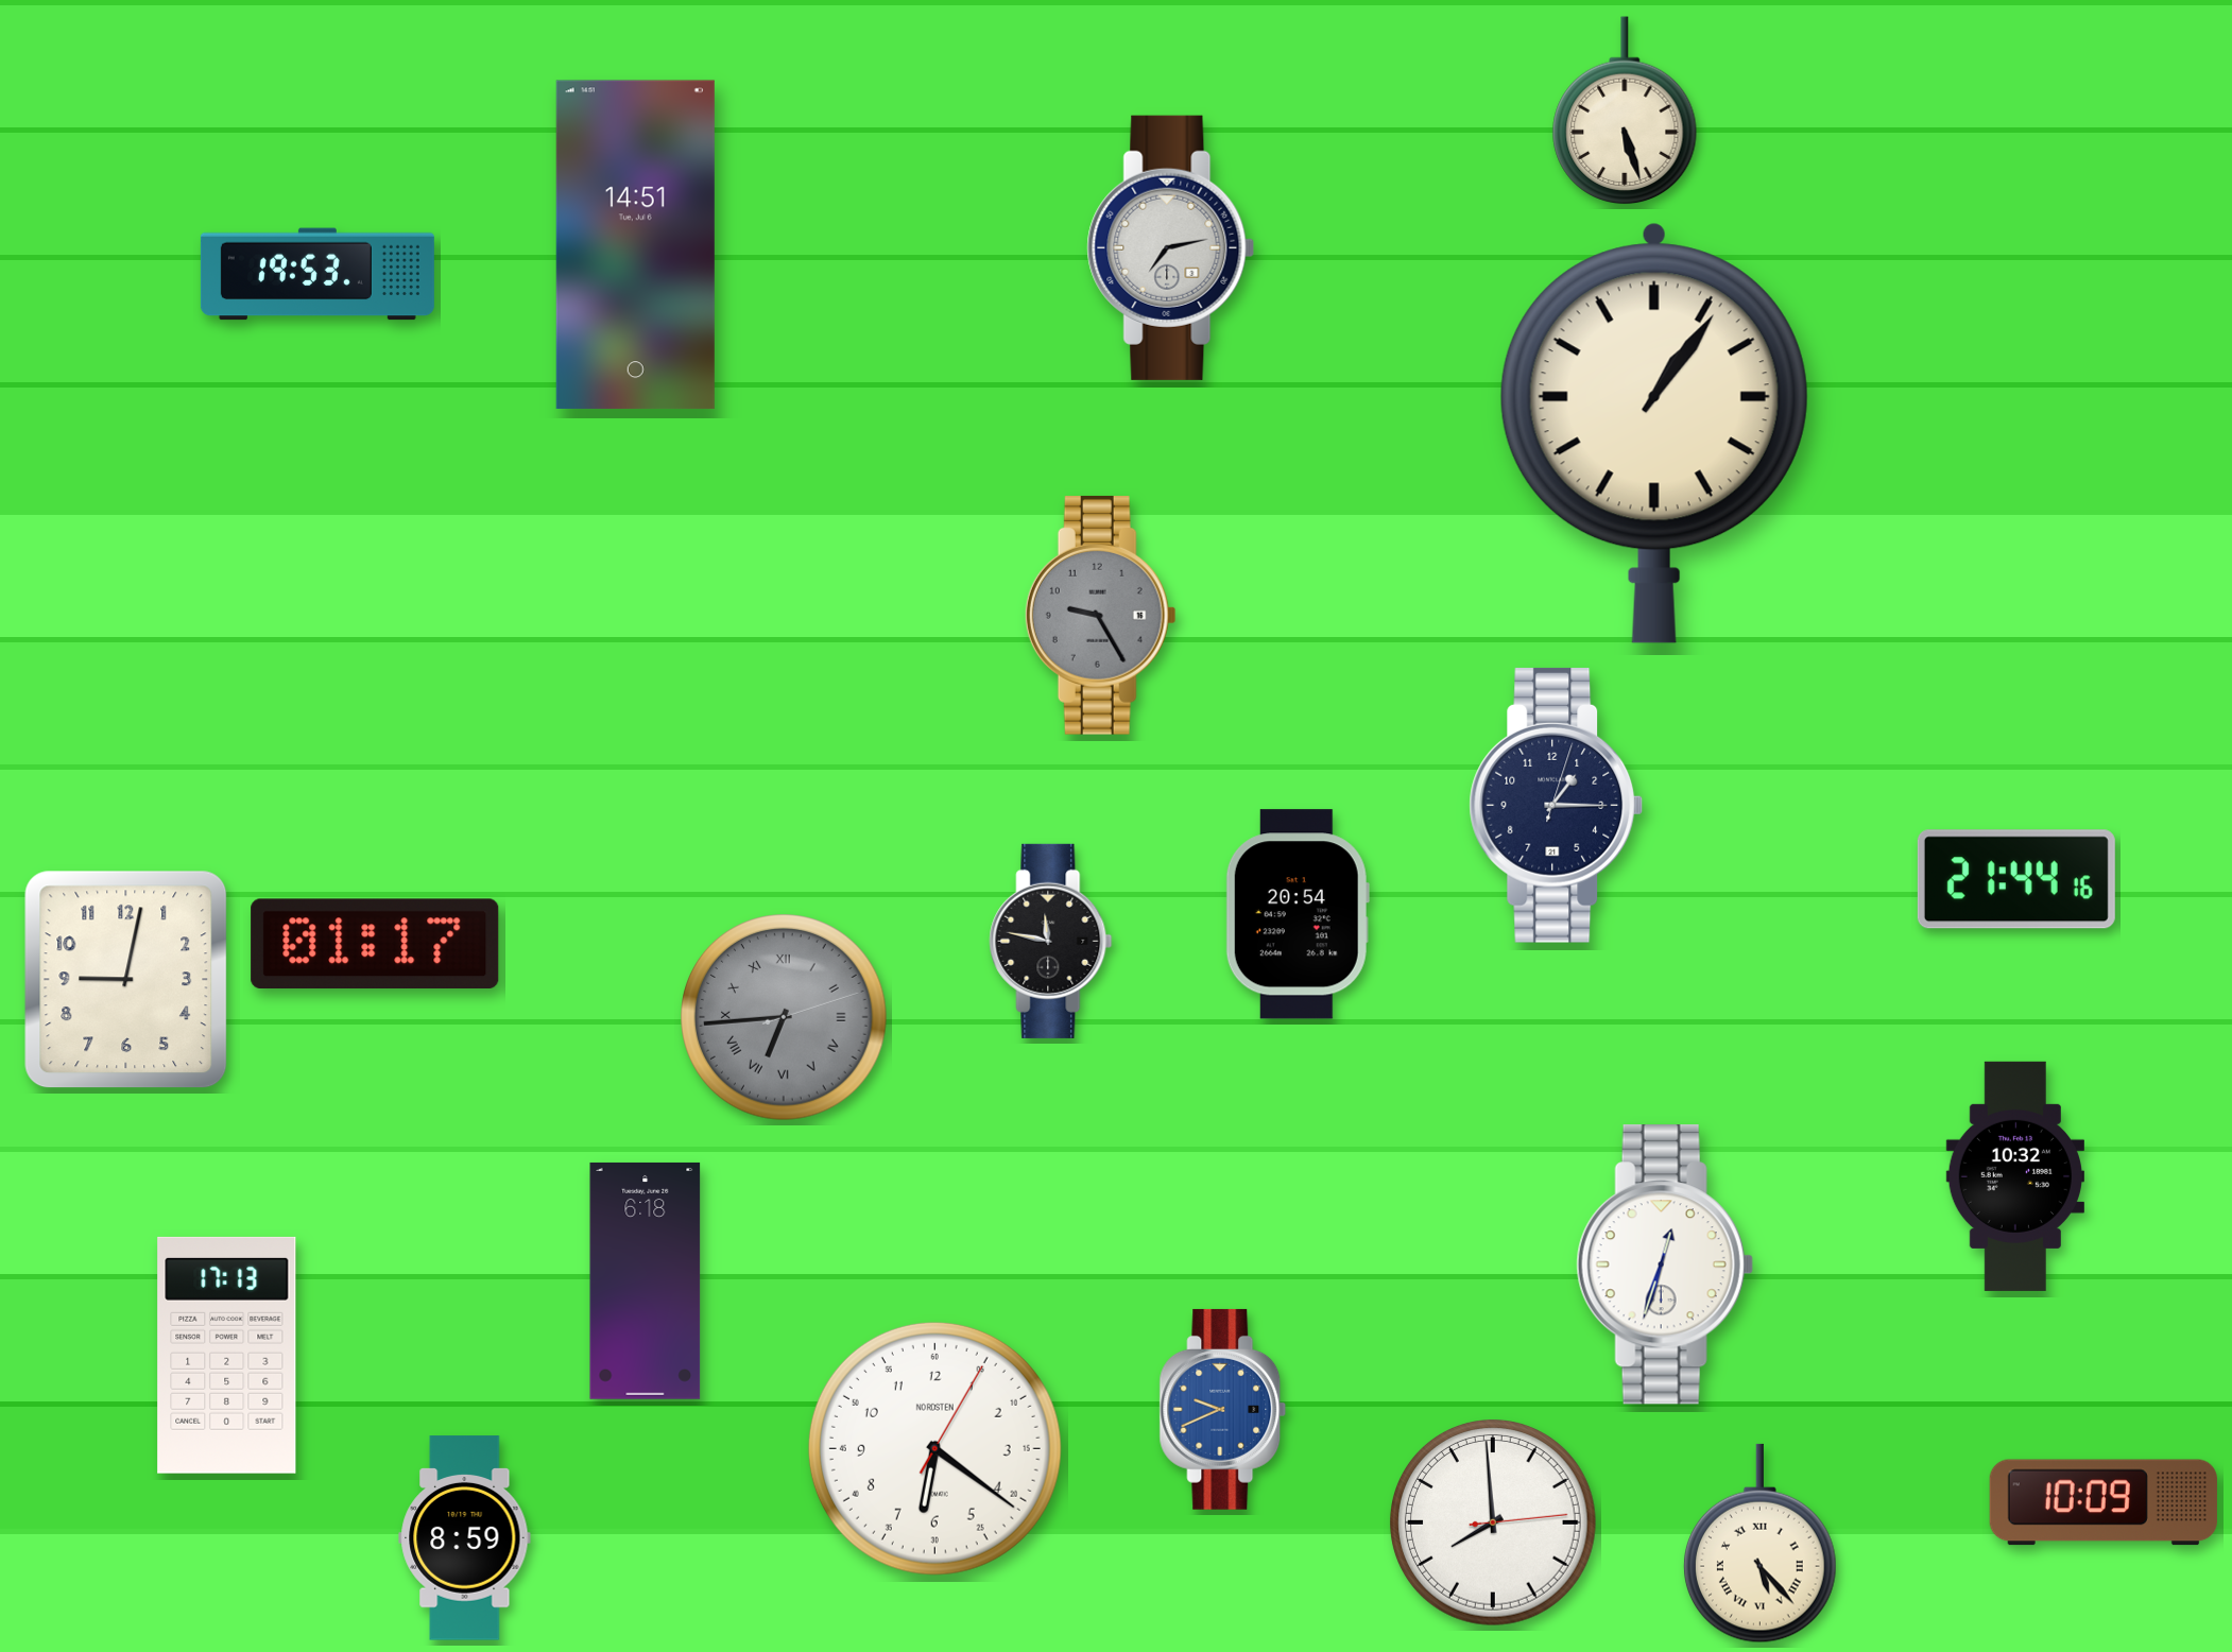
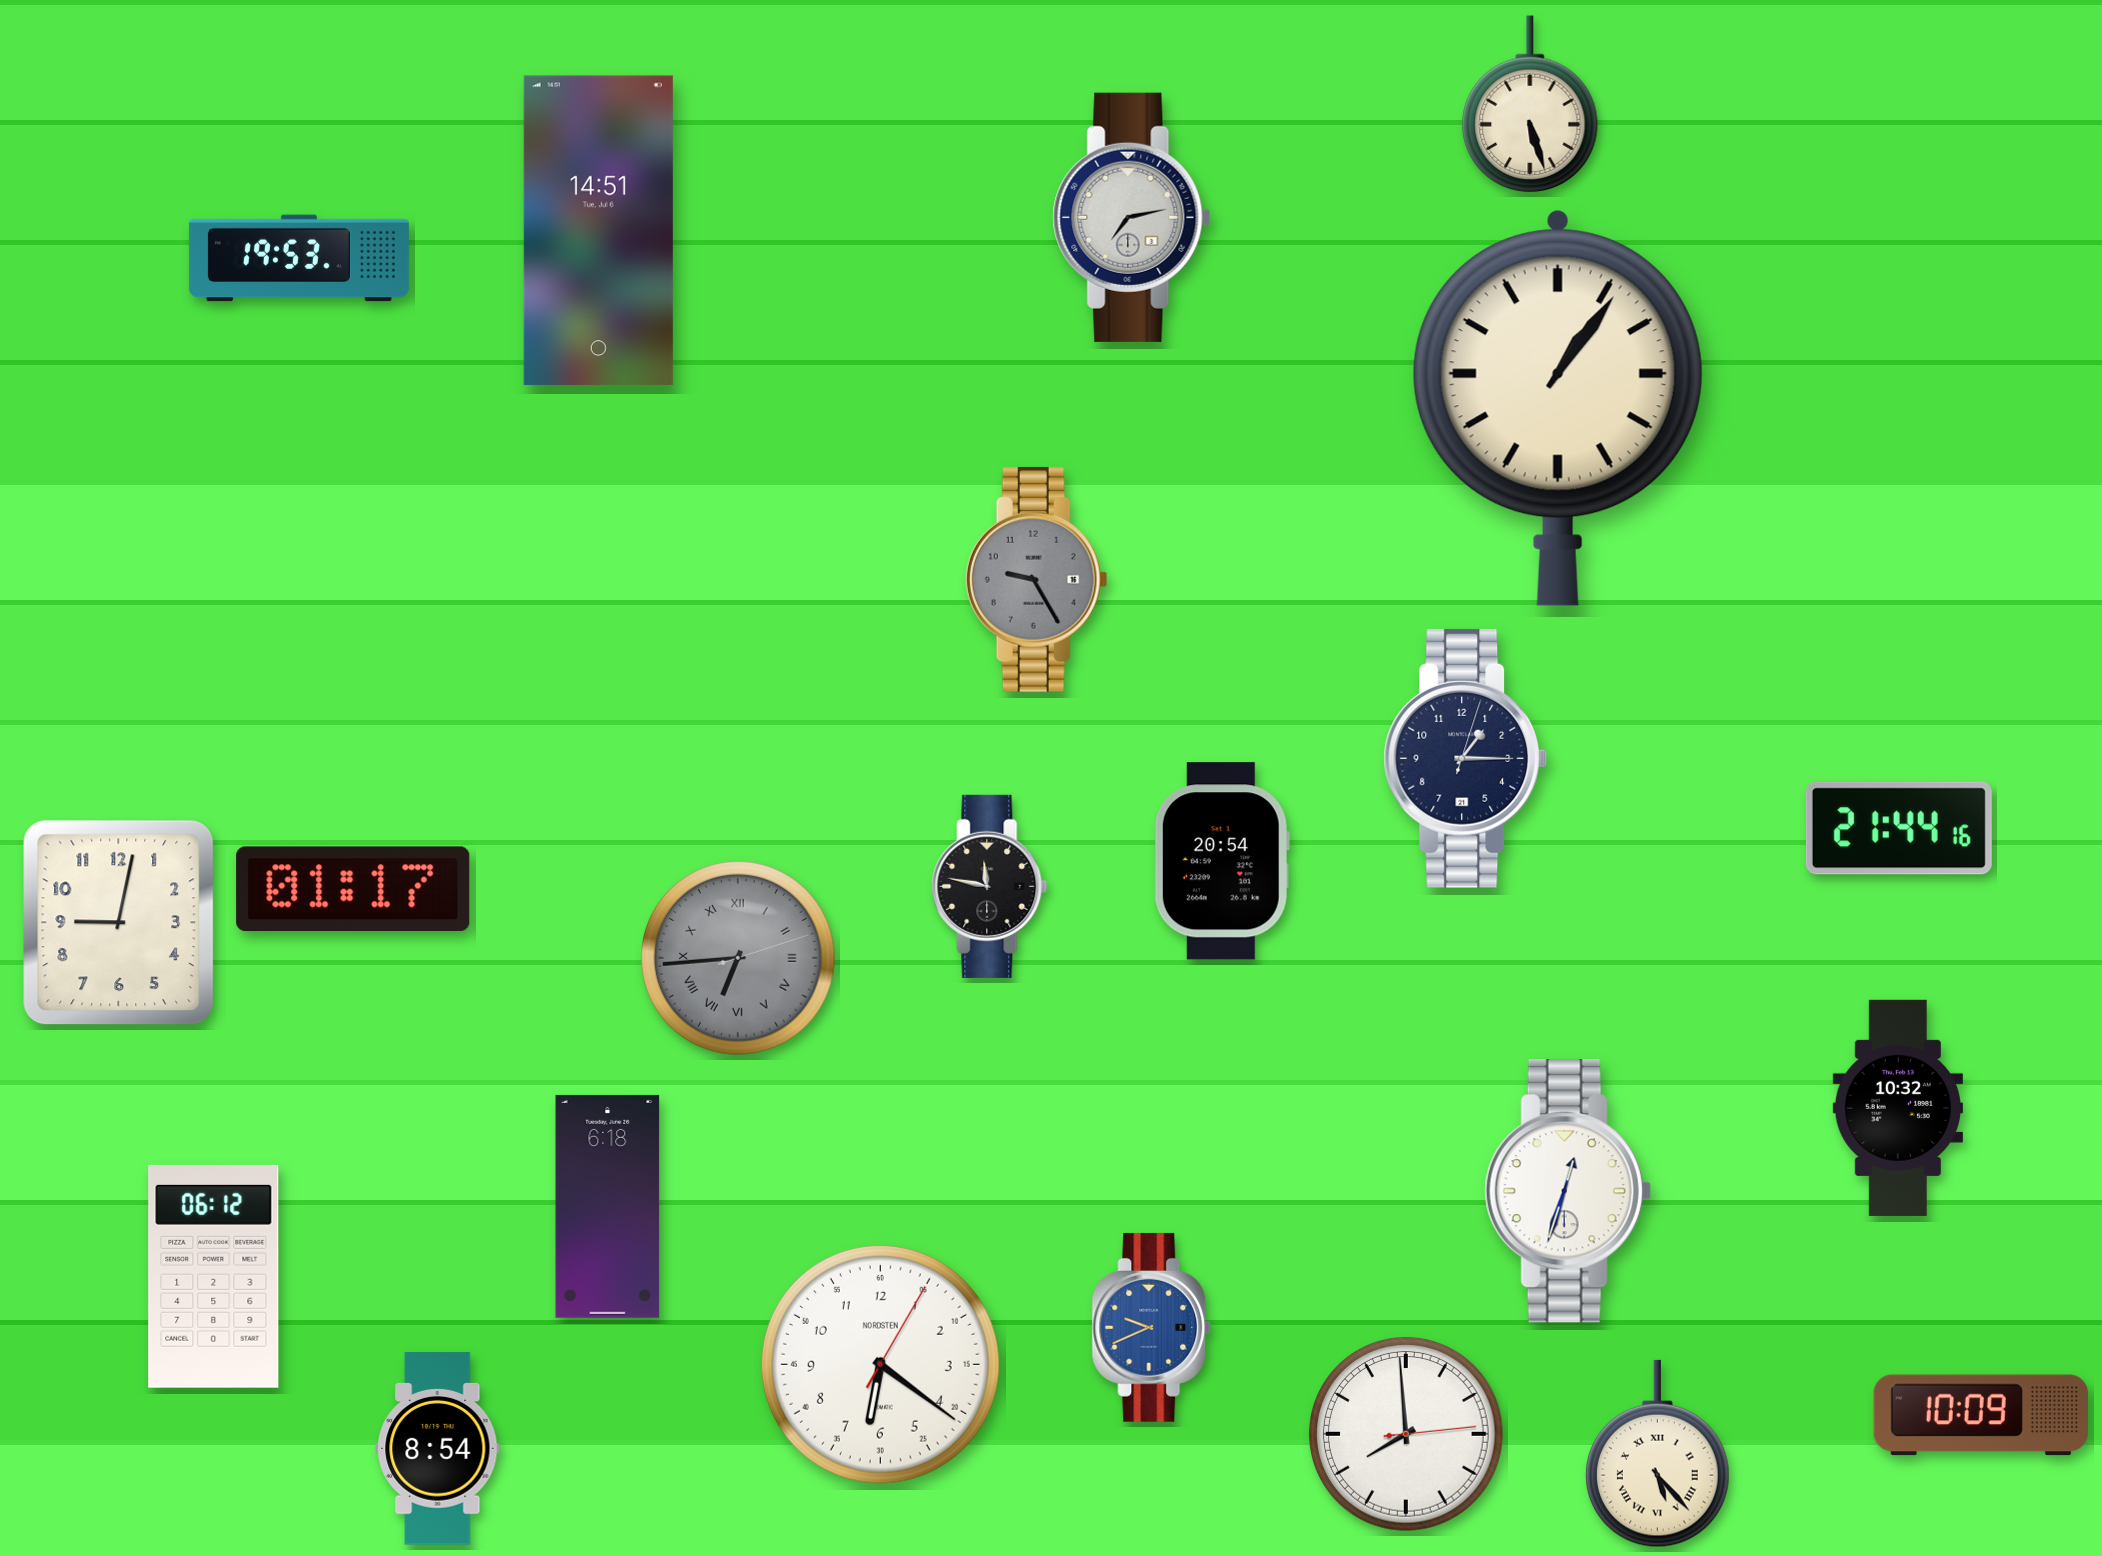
clock at (1171, 247) position: (1171, 247) -> (1132, 217)
clock at (227, 1355): 17:13 -> 06:12
clock at (465, 1538): 8:59 -> 8:54
